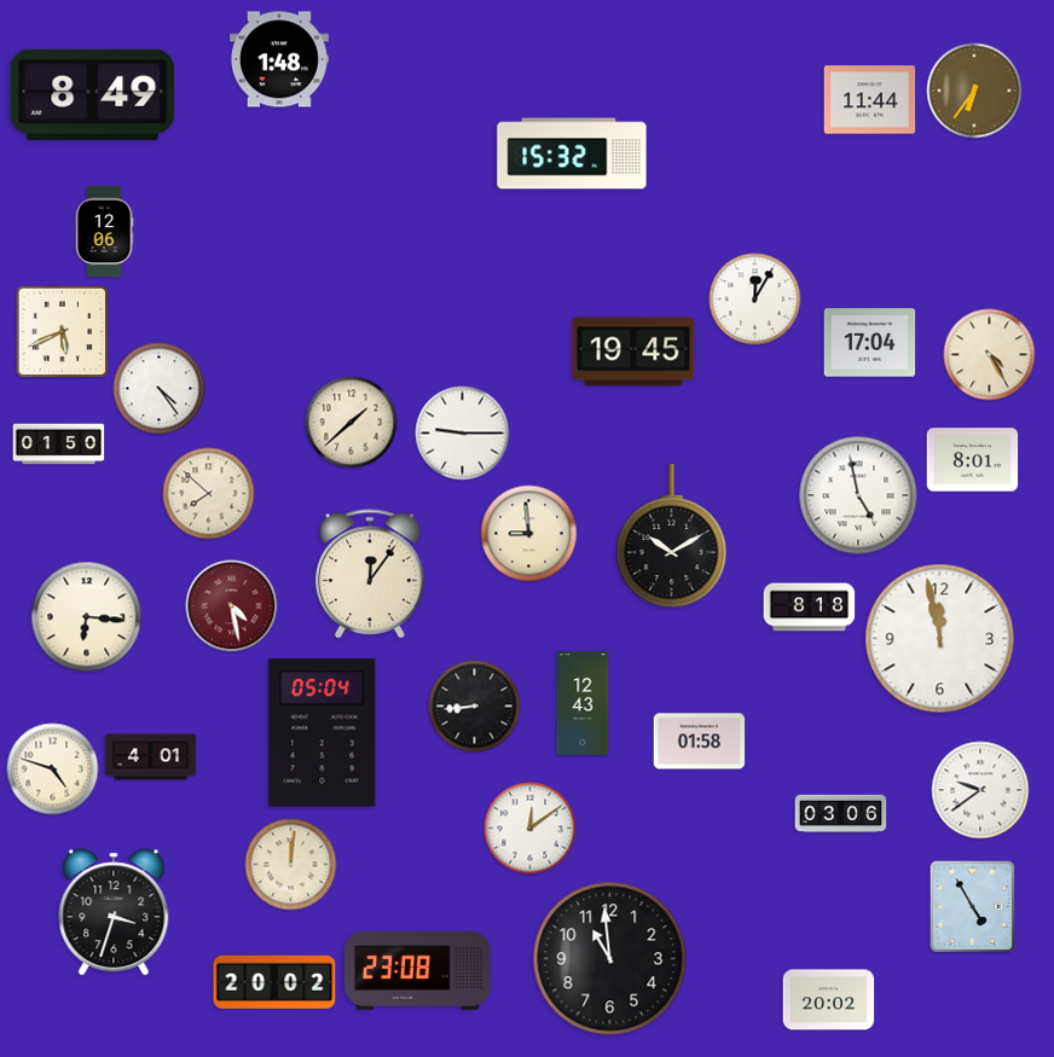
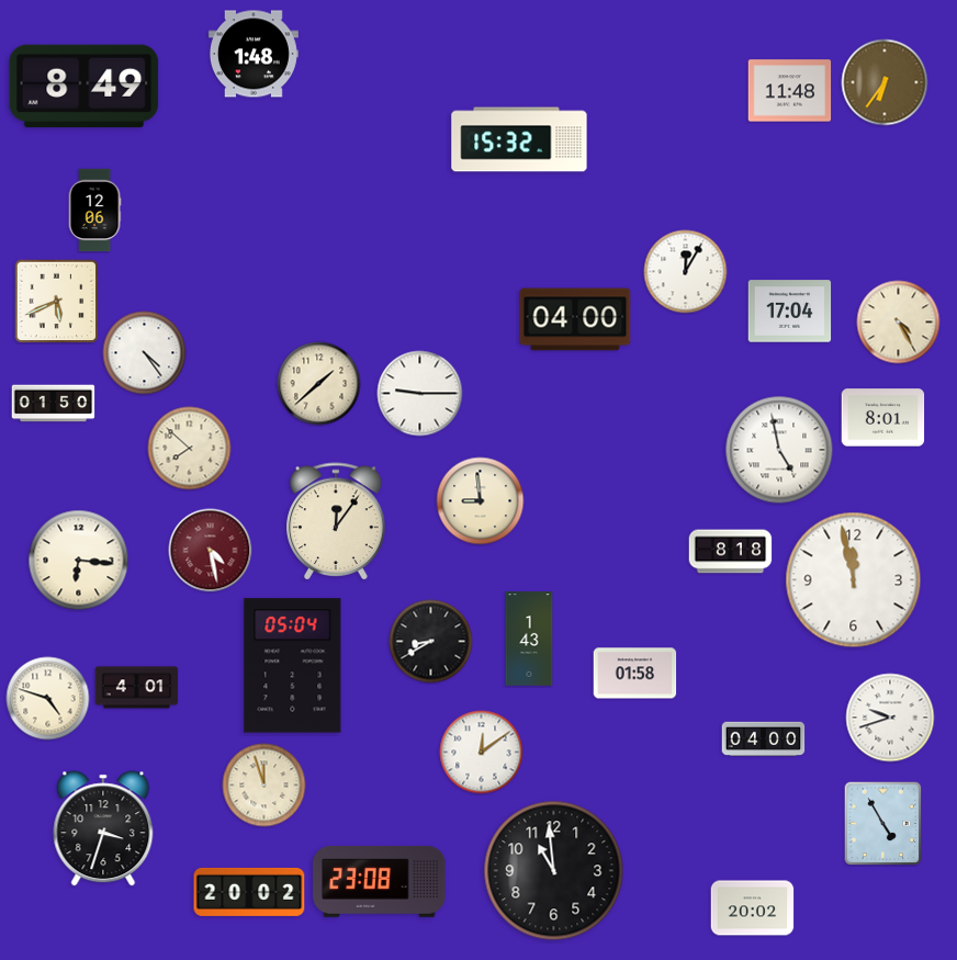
clock at (870, 100): 11:44 -> 11:48
clock at (633, 352): 19:45 -> 04:00
clock at (529, 534) position: (529, 534) -> (481, 501)
clock at (672, 536): 10:10 -> none
clock at (810, 608) position: (810, 608) -> (731, 552)
clock at (583, 703): 12:43 -> 1:43
clock at (475, 707): 8:44 -> 8:40
clock at (980, 790): 9:39 -> 9:42
clock at (841, 814): 03:06 -> 04:00
clock at (291, 865): 12:01 -> 11:57
